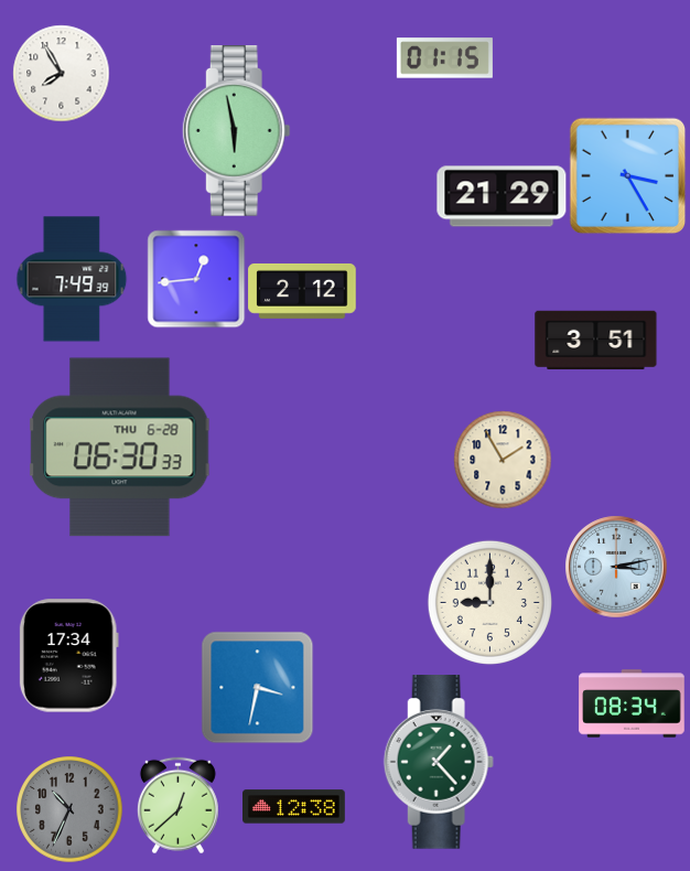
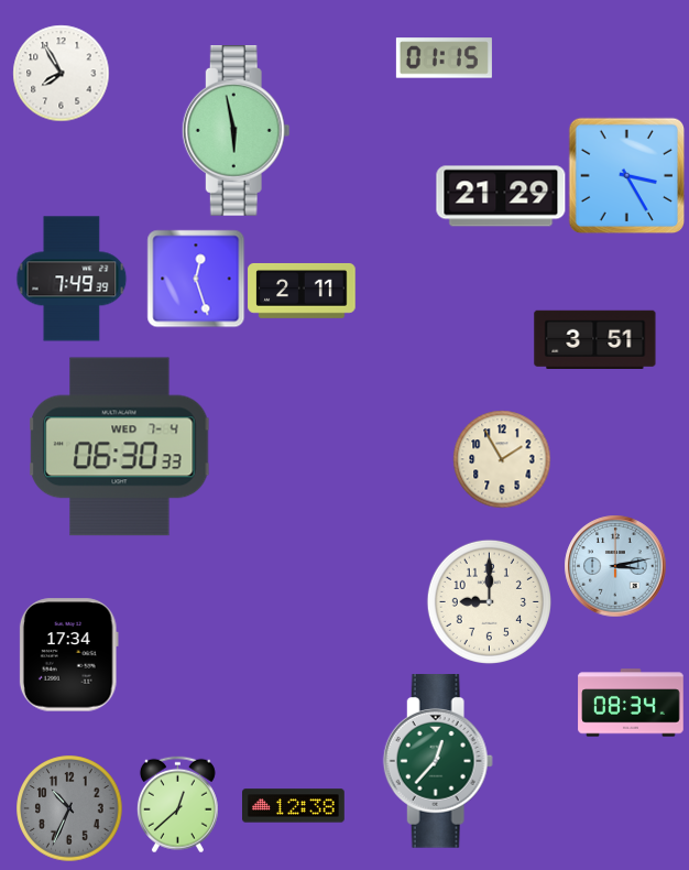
clock at (196, 279): 12:44 -> 12:27
clock at (302, 291): 2:12 -> 2:11
clock at (120, 448) date: THU 6-28 -> WED 7-4
clock at (257, 687): 3:32 -> none
clock at (439, 762): 1:23 -> 12:37
